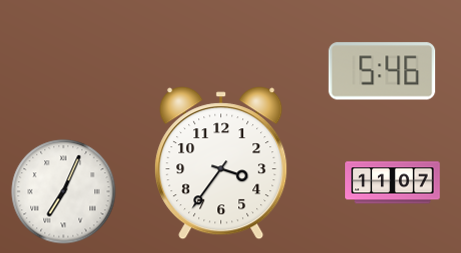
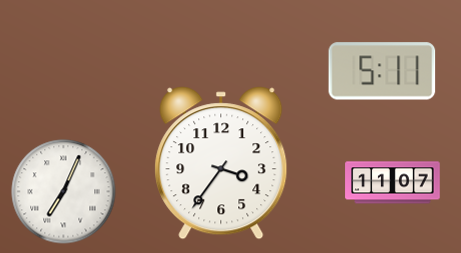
clock at (382, 71): 5:46 -> 5:11
